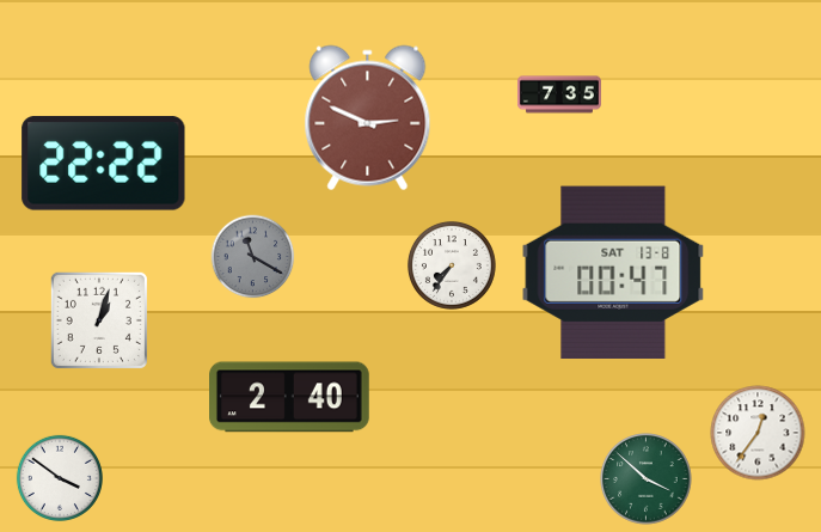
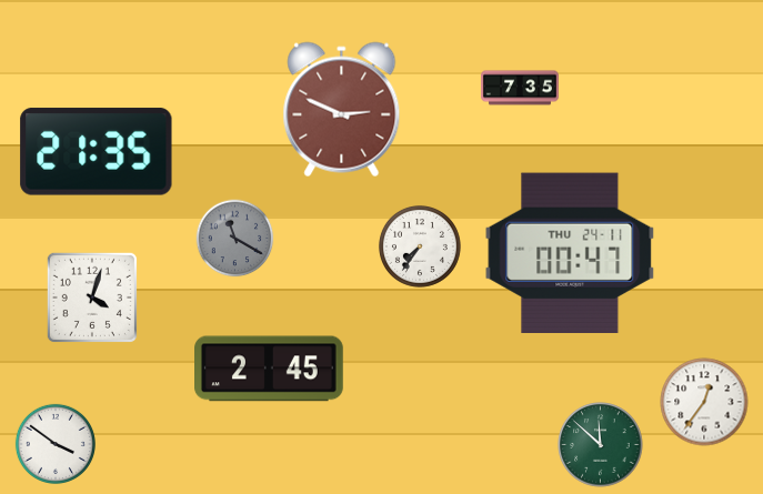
clock at (104, 164): 22:22 -> 21:35
clock at (613, 271) date: SAT 13-8 -> THU 24-11
clock at (99, 320): 1:03 -> 4:03
clock at (290, 397): 2:40 -> 2:45
clock at (647, 479): 3:52 -> 11:52
